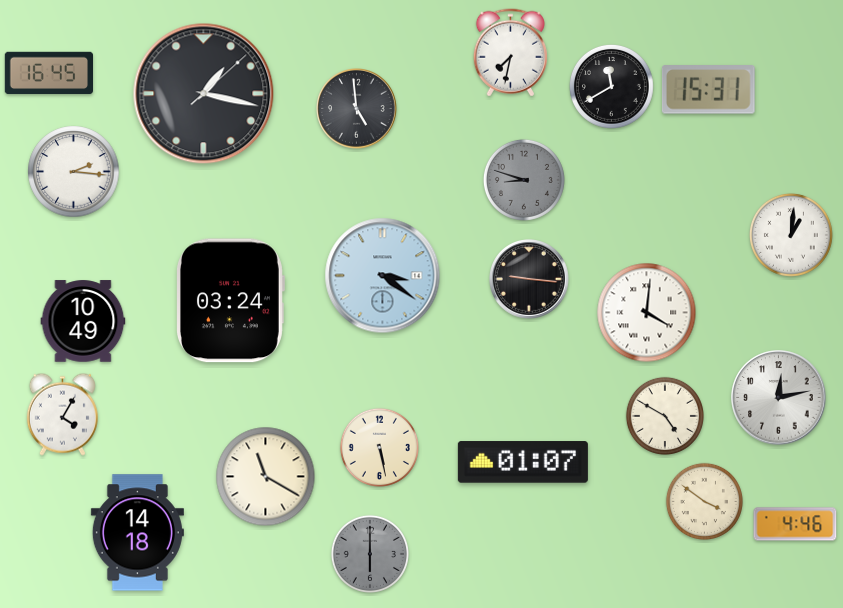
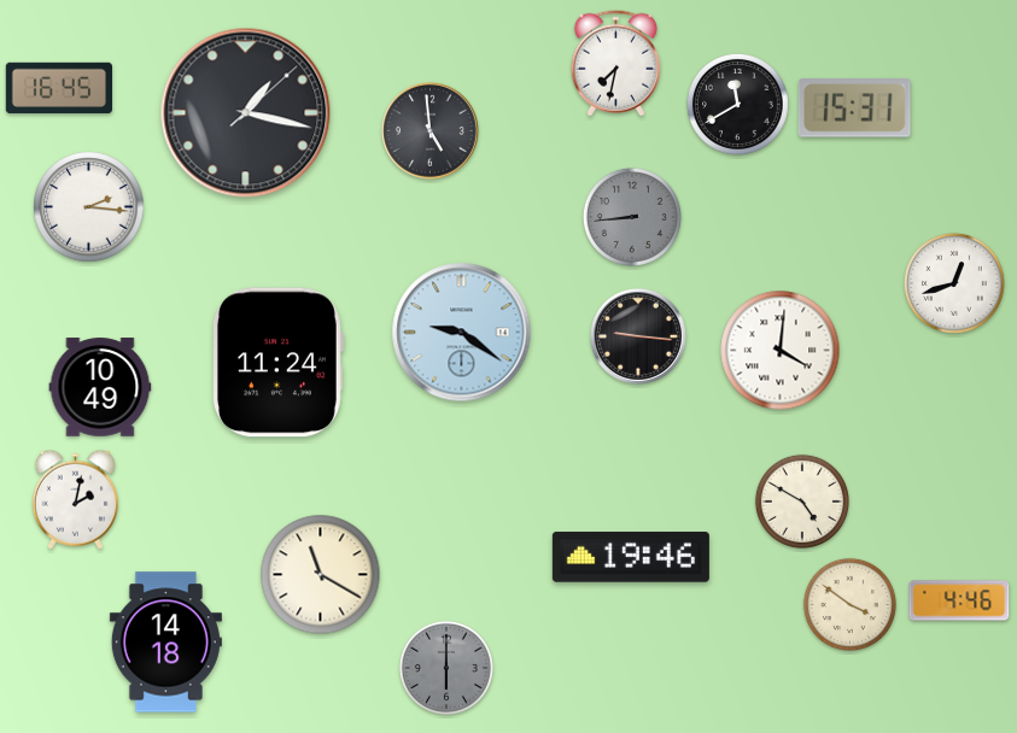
clock at (524, 180): 8:48 -> 8:44
clock at (791, 235): 1:01 -> 12:42
clock at (383, 276): 3:21 -> 9:21
clock at (231, 301): 03:24 -> 11:24
clock at (647, 313) position: (647, 313) -> (781, 351)
clock at (779, 398): 12:13 -> none
clock at (62, 414): 4:05 -> 2:02
clock at (379, 447): 5:28 -> none
clock at (523, 462): 01:07 -> 19:46
clock at (795, 524) position: (795, 524) -> (959, 600)
